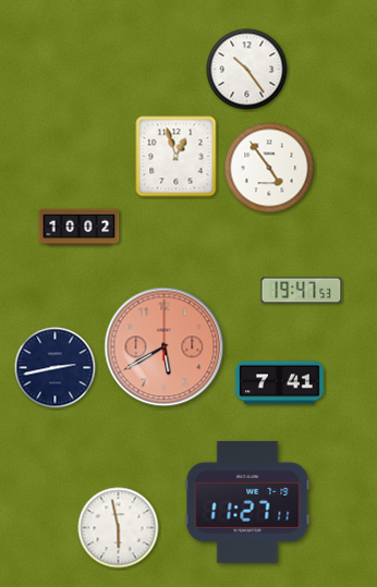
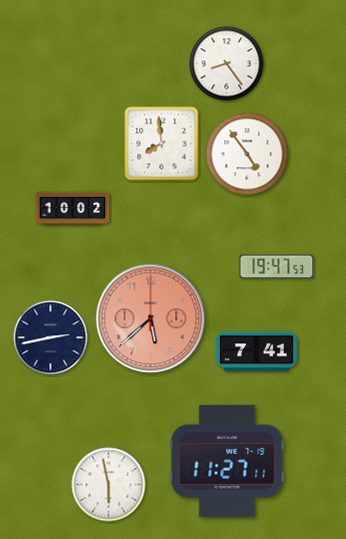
clock at (247, 70): 10:24 -> 8:24
clock at (177, 157): 12:57 -> 7:59
clock at (165, 347): 5:40 -> 5:38
